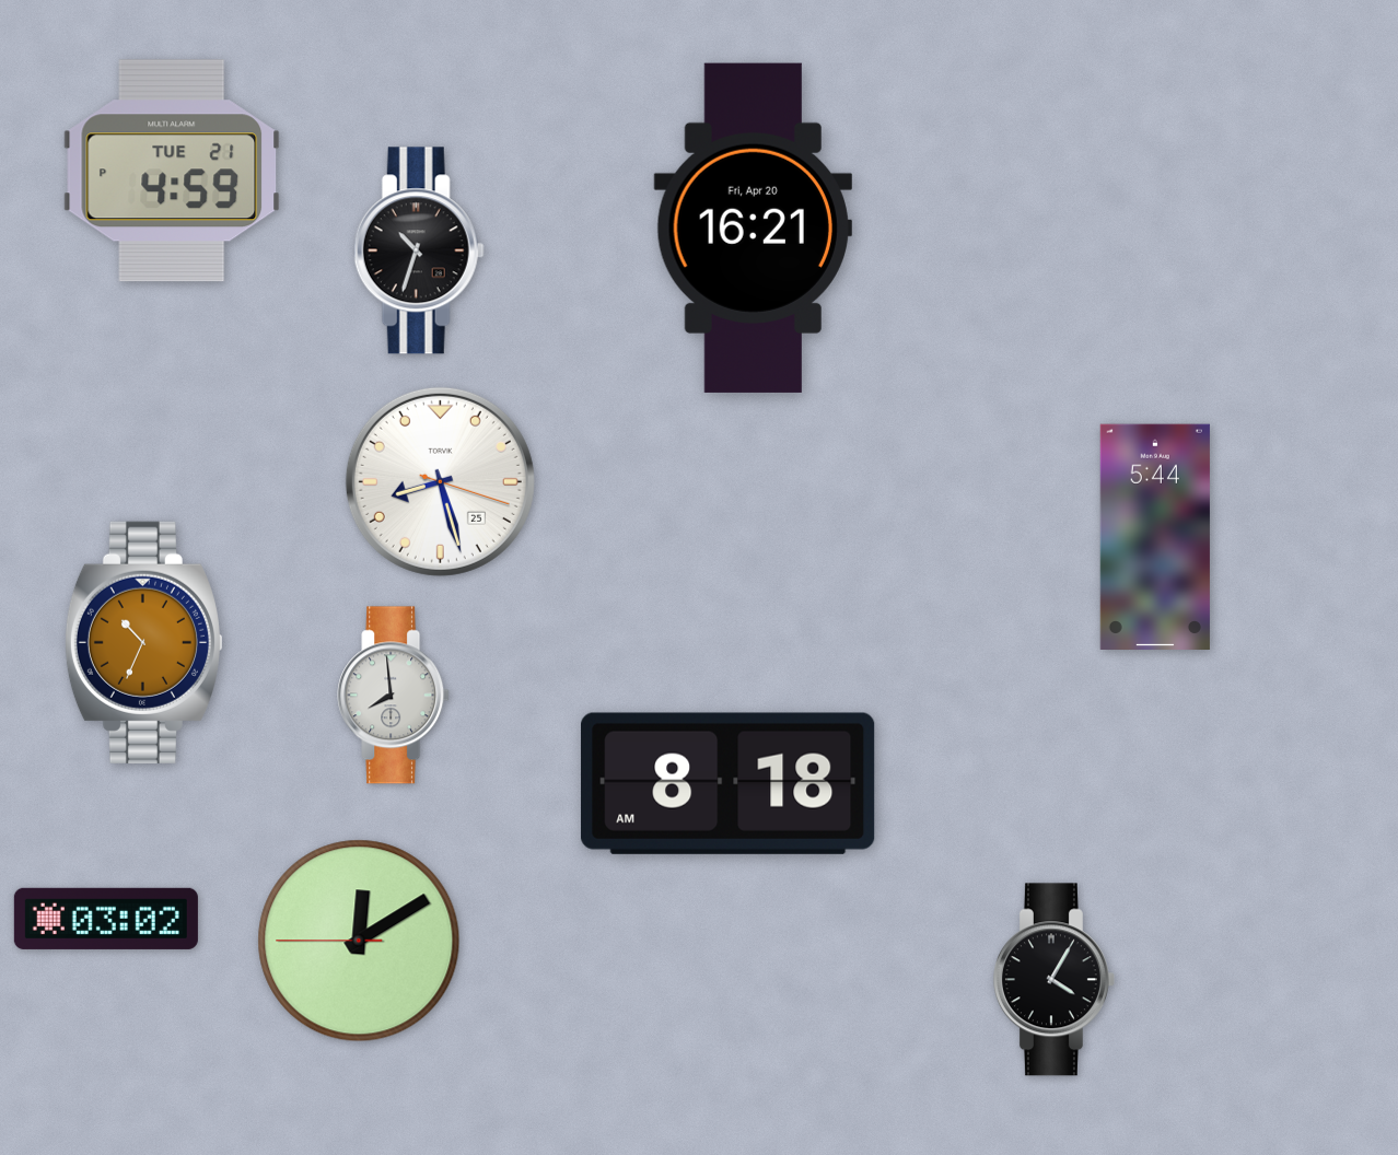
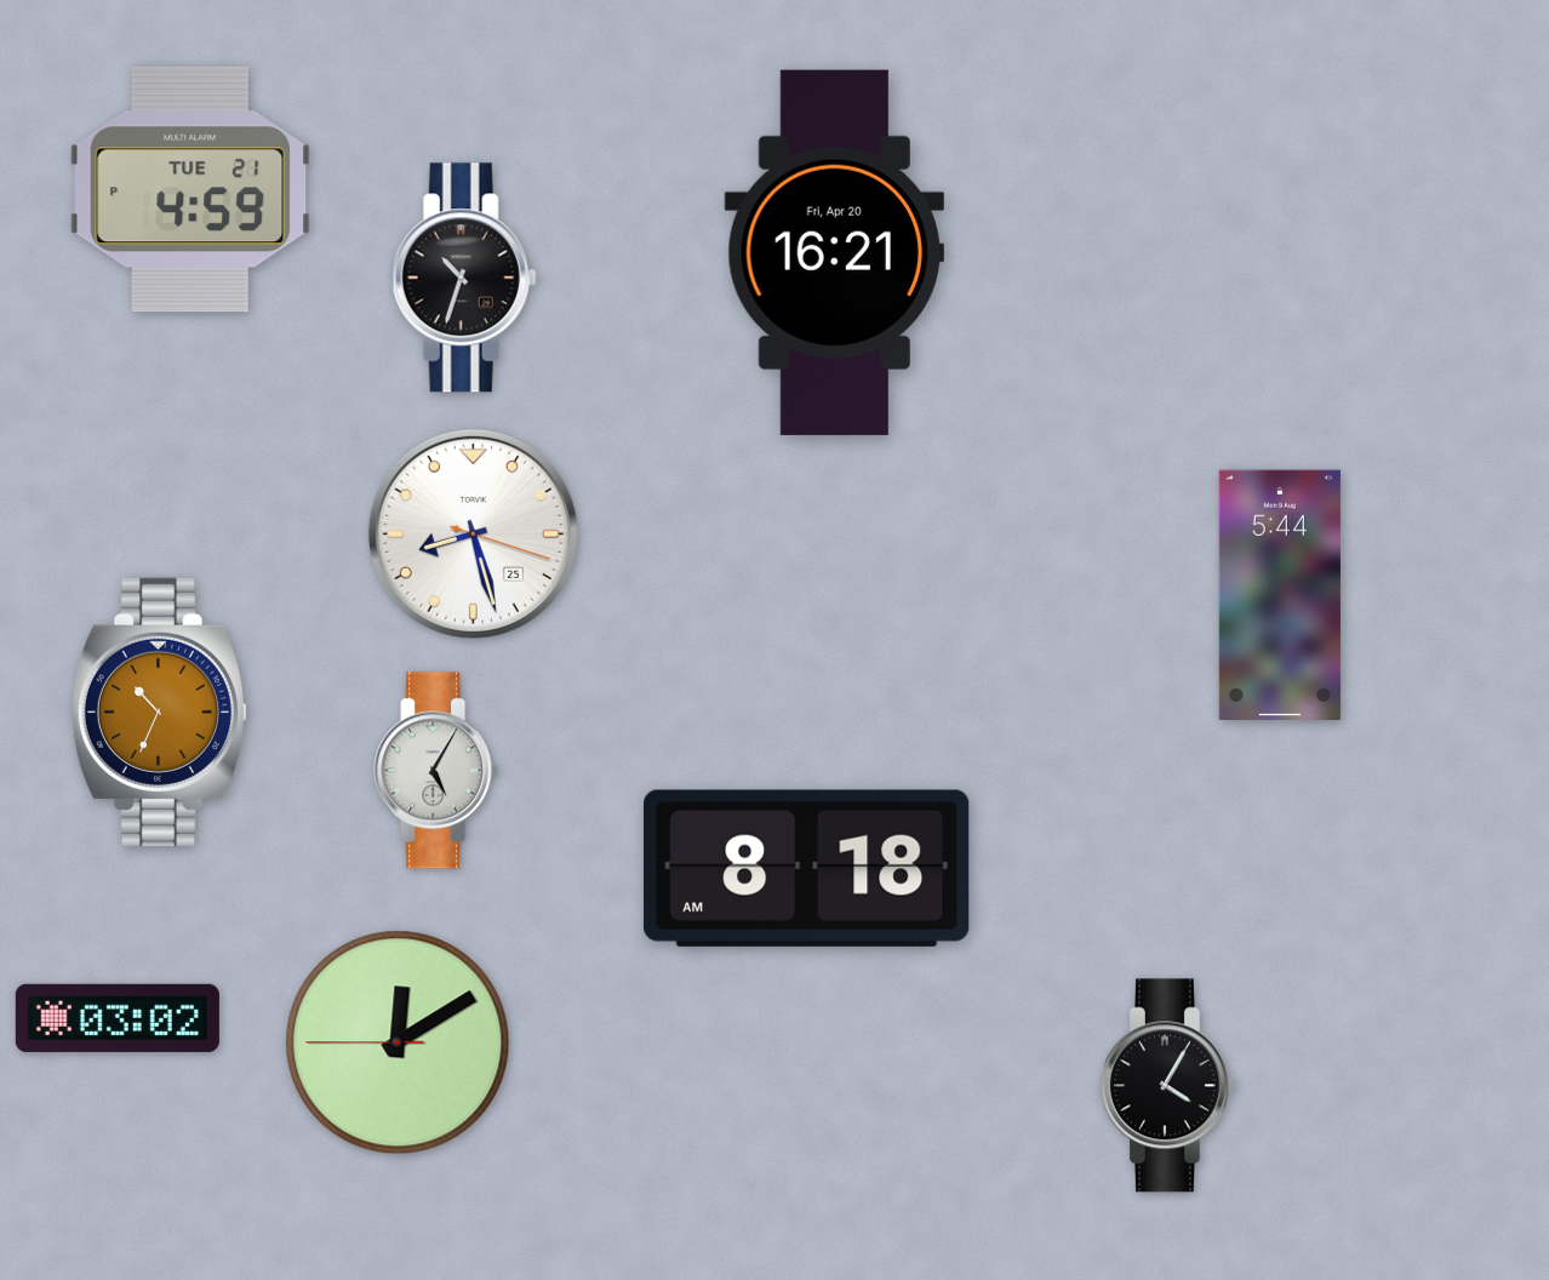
clock at (440, 481) position: (440, 481) -> (473, 533)
clock at (394, 696): 7:59 -> 5:05
